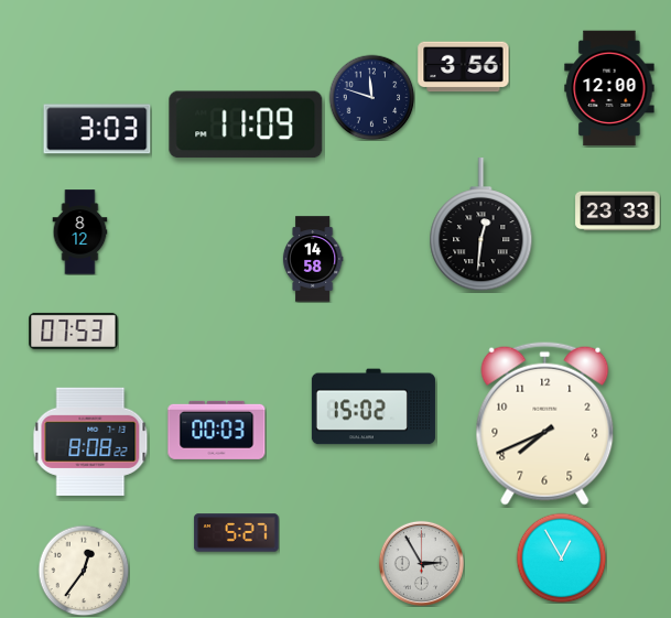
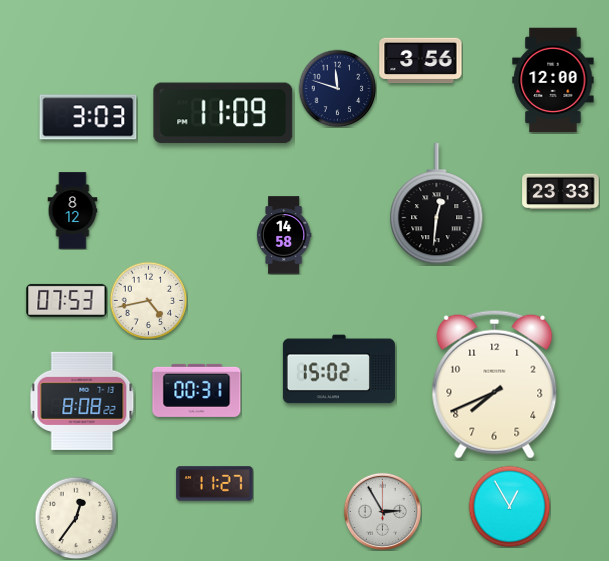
clock at (148, 300): none -> 4:43
clock at (217, 430): 00:03 -> 00:31
clock at (237, 533): 5:27 -> 11:27
